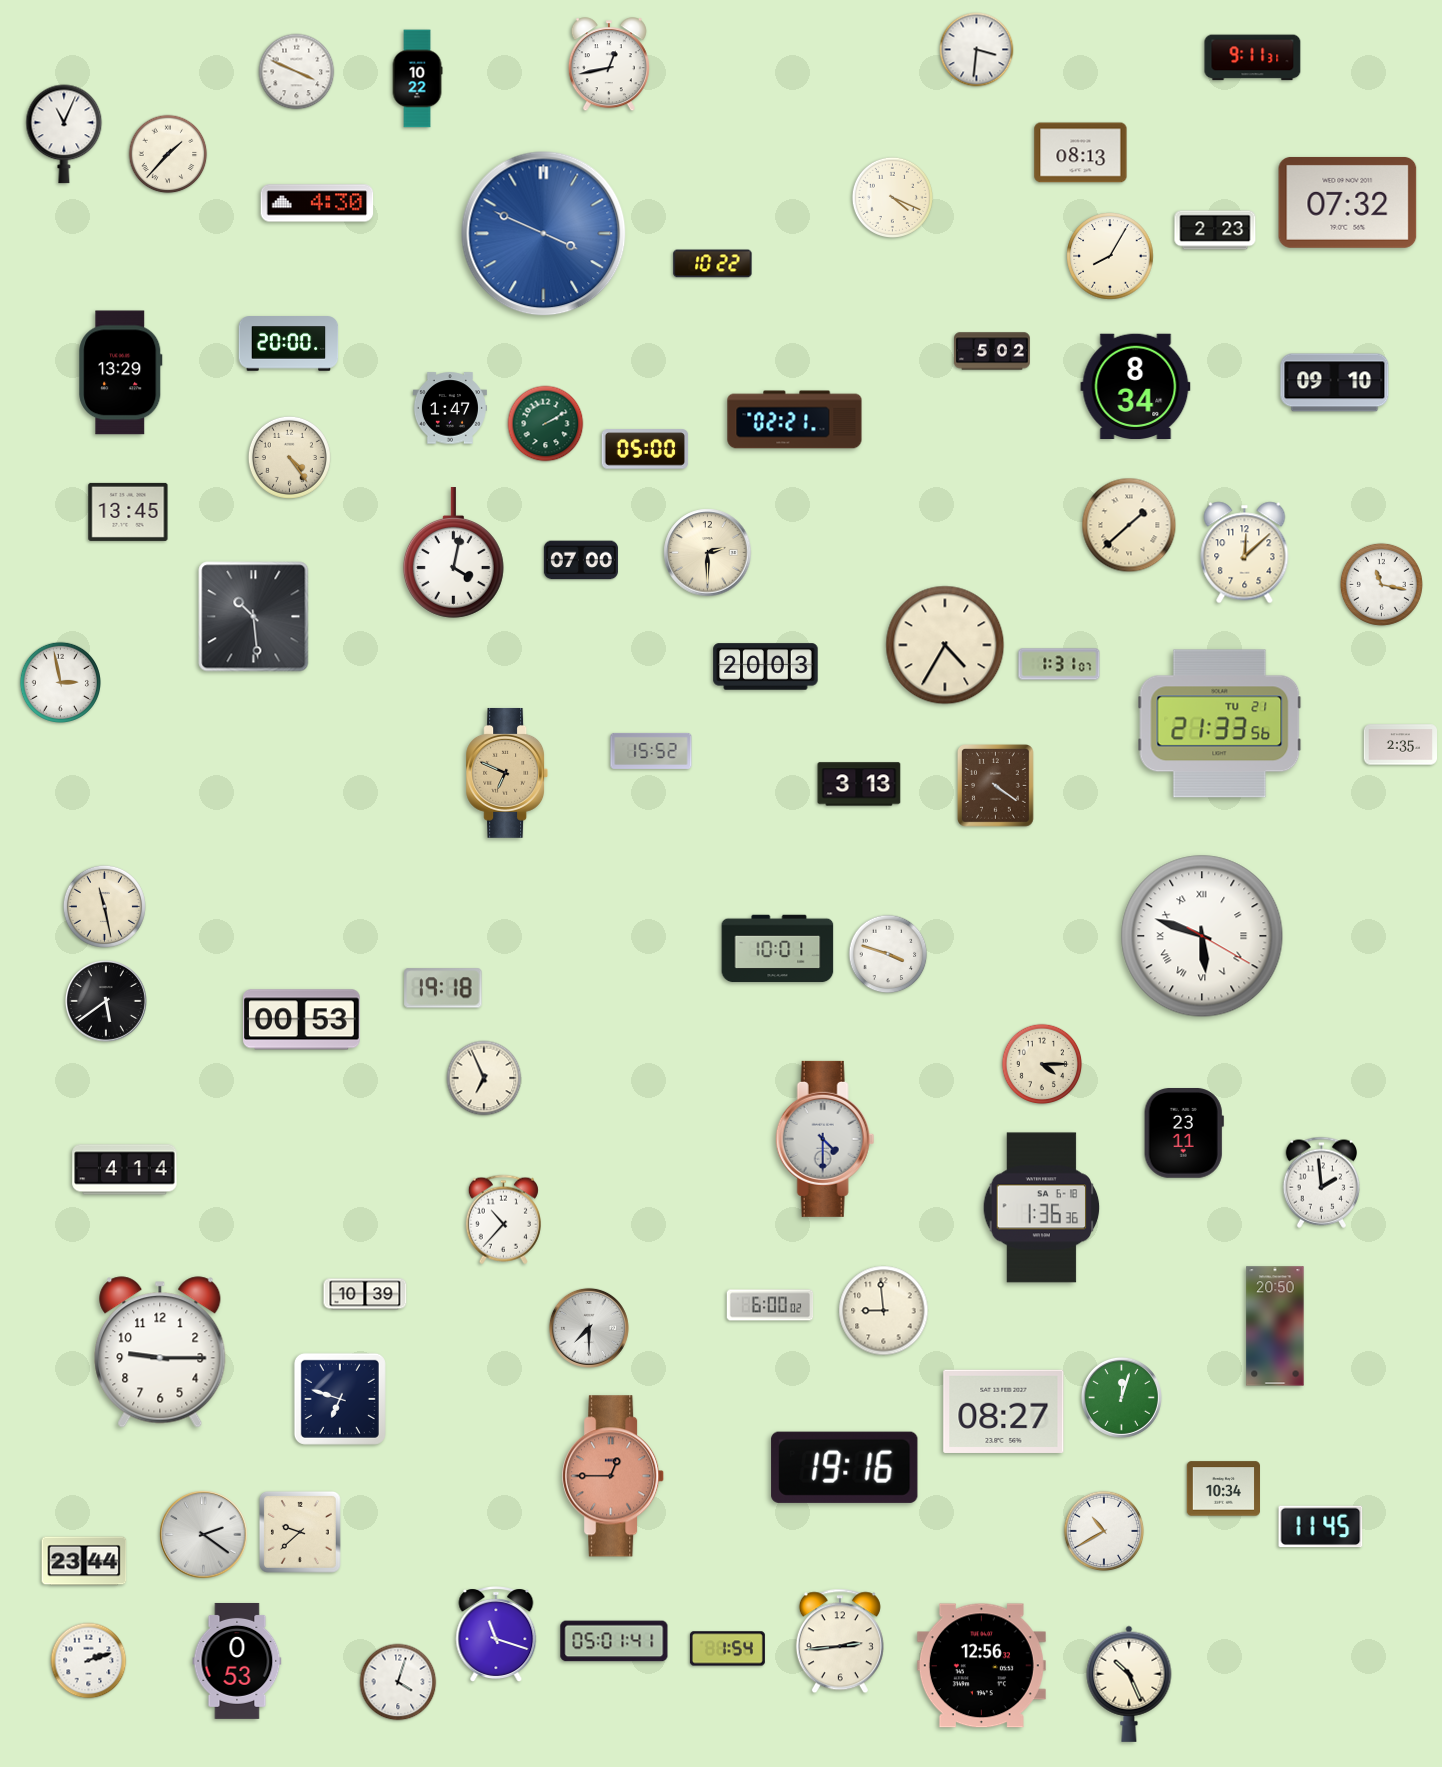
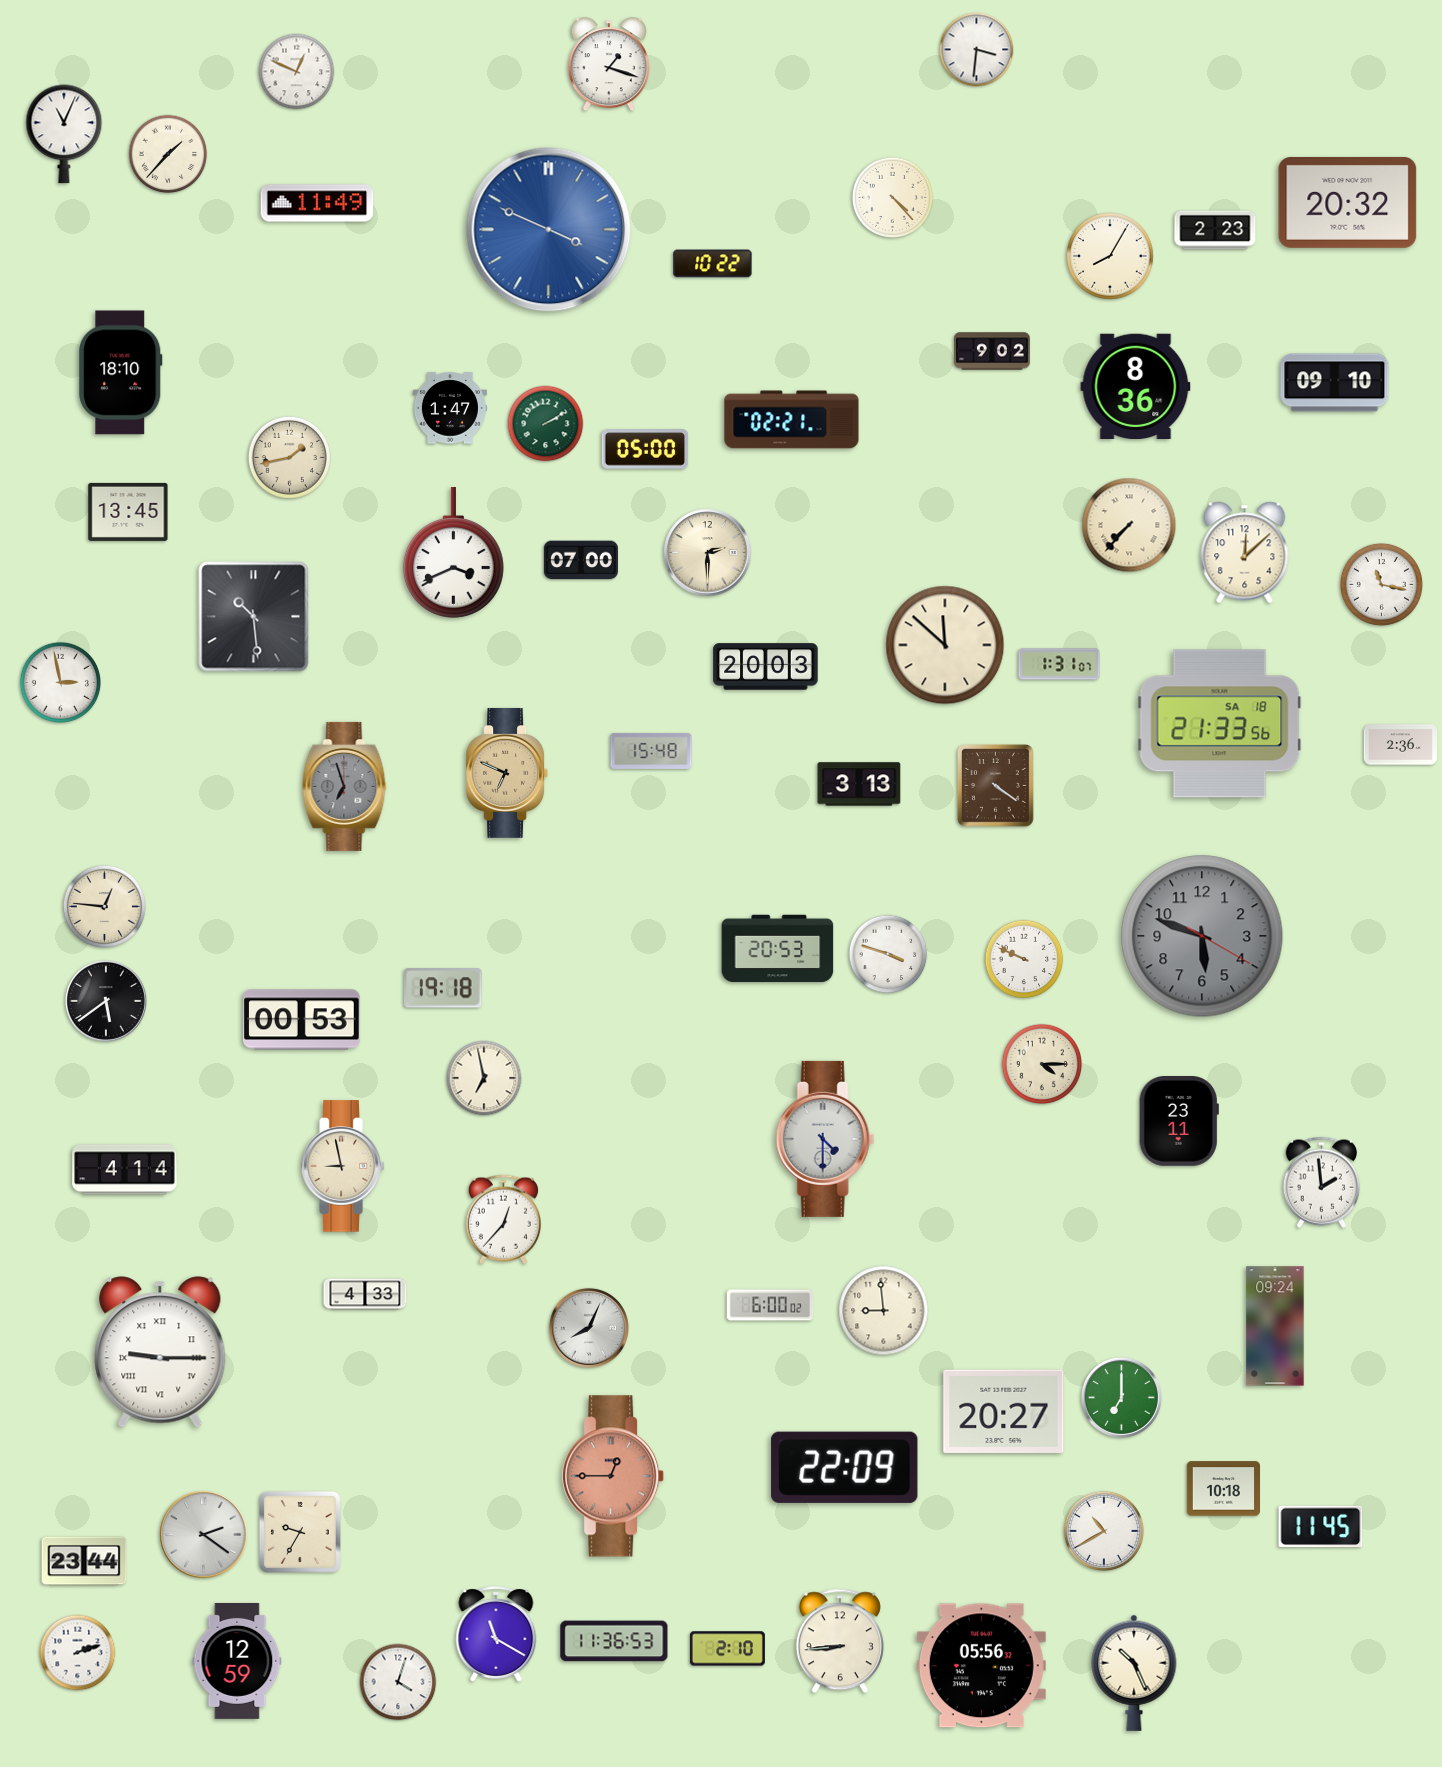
clock at (1253, 58): 9:11 -> none
clock at (609, 65): 12:43 -> 1:18
clock at (297, 72): 3:49 -> 12:49
clock at (417, 79): 10:22 -> none
clock at (1081, 153): 08:13 -> none
clock at (892, 197): 4:19 -> 4:23
clock at (1348, 202): 07:32 -> 20:32
clock at (317, 203): 4:30 -> 11:49
clock at (544, 234) position: (544, 234) -> (549, 230)
clock at (289, 344): 20:00 -> none
clock at (992, 351): 5:02 -> 9:02
clock at (121, 373): 13:29 -> 18:10
clock at (1136, 386): 8:34 -> 8:36
clock at (795, 420) position: (795, 420) -> (792, 420)
clock at (289, 457): 4:24 -> 1:43
clock at (1129, 525): 1:38 -> 7:37
clock at (453, 553): 4:02 -> 3:41
clock at (945, 645): 4:35 -> 11:52
clock at (1220, 724) date: TU 21 -> SA 18
clock at (1401, 745): 2:35 -> 2:36
clock at (651, 751): 15:52 -> 15:48
clock at (345, 786): none -> 6:57
clock at (104, 906): 11:28 -> 12:46
clock at (1202, 936) dial: white -> grey
clock at (1202, 936) numerals: Roman -> Arabic
clock at (778, 949): 10:01 -> 20:53
clock at (1024, 959): none -> 9:49
clock at (484, 1078): 6:56 -> 6:58
clock at (1184, 1134) position: (1184, 1134) -> (1179, 1122)
clock at (343, 1166): none -> 8:58
clock at (1042, 1208): 1:36 -> none
clock at (503, 1220): 10:37 -> 12:37
clock at (365, 1294): 10:39 -> 4:33
clock at (1275, 1326): 20:50 -> 09:24
clock at (589, 1328): 7:30 -> 8:04
clock at (160, 1352) numerals: Arabic -> Roman
clock at (1121, 1397): 12:03 -> 7:00
clock at (340, 1399): 6:48 -> none
clock at (1004, 1411): 08:27 -> 20:27
clock at (845, 1467): 19:16 -> 22:09
clock at (1223, 1489): 10:34 -> 10:18
clock at (301, 1533): 9:38 -> 9:35
clock at (496, 1634): 11:18 -> 11:20
clock at (614, 1641): 05:01 -> 11:36
clock at (840, 1641): 2:44 -> 8:44
clock at (727, 1649): 1:54 -> 2:10
clock at (89, 1661) position: (89, 1661) -> (78, 1653)
clock at (237, 1661): 0:53 -> 12:59
clock at (981, 1666): 12:56 -> 05:56
clock at (1129, 1684) position: (1129, 1684) -> (1134, 1673)
